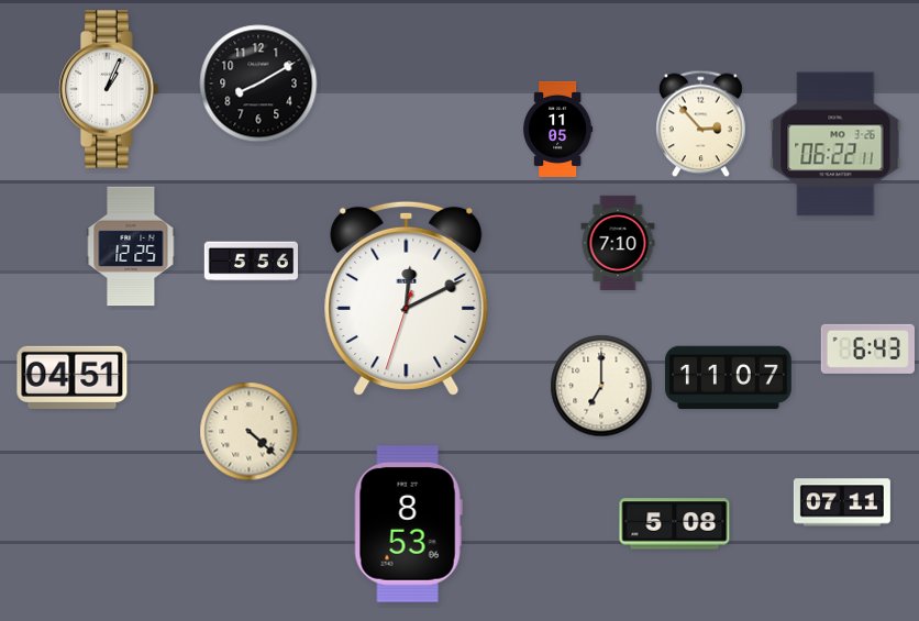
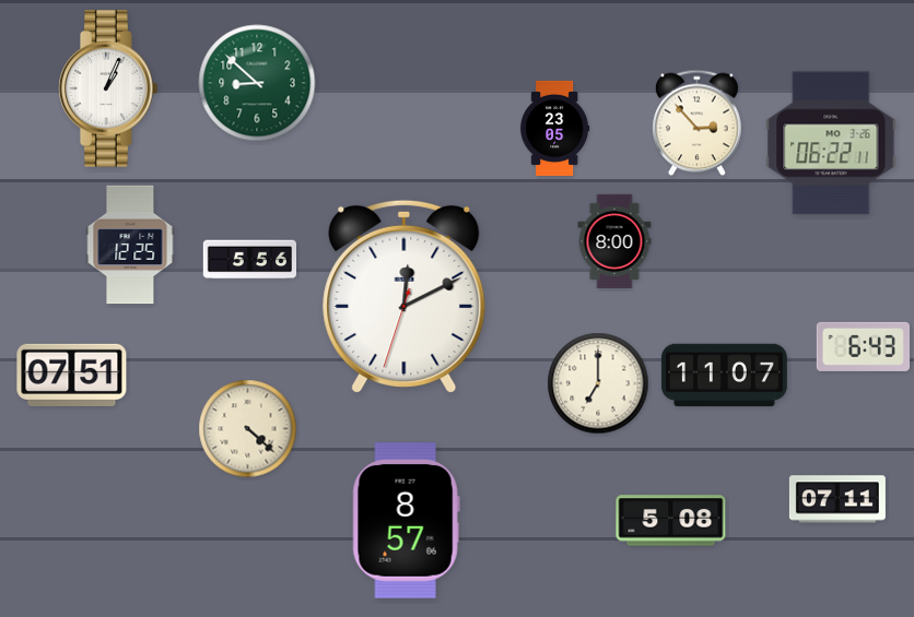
clock at (258, 84): 8:10 -> 8:52
clock at (258, 84) dial: black -> green
clock at (558, 129): 11:05 -> 23:05
clock at (618, 243): 7:10 -> 8:00
clock at (73, 377): 04:51 -> 07:51
clock at (408, 524): 8:53 -> 8:57
